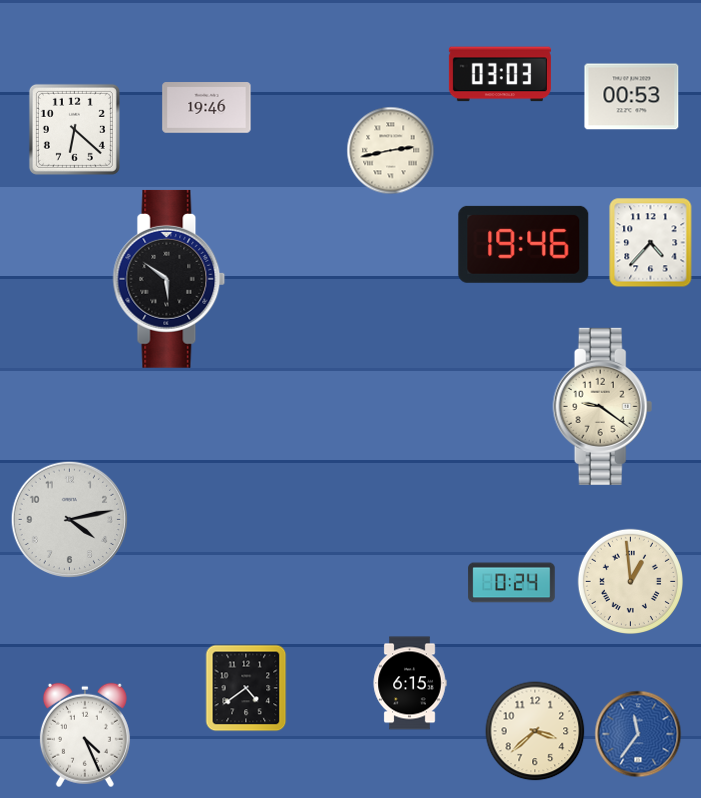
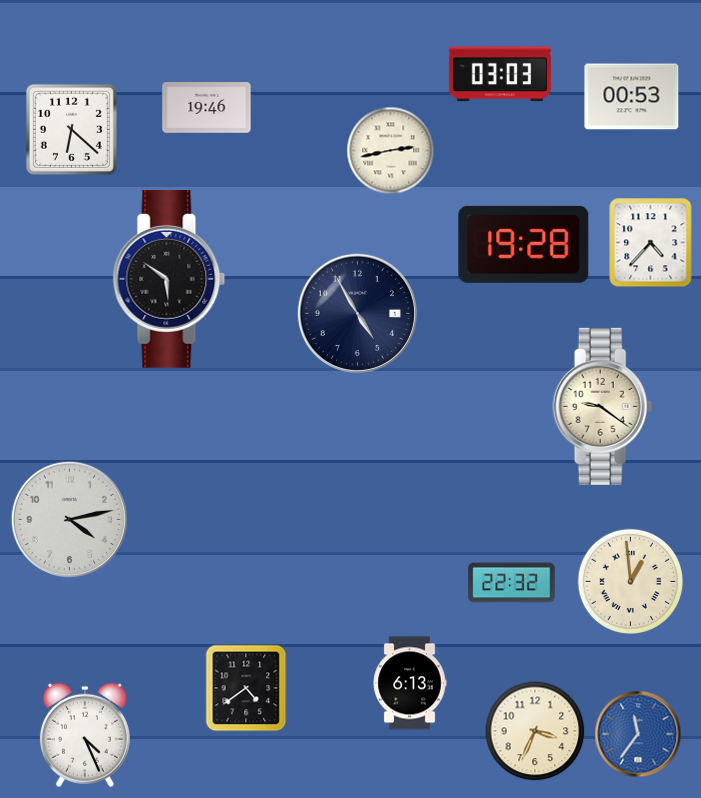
clock at (74, 129) position: (74, 129) -> (71, 129)
clock at (524, 244): 19:46 -> 19:28
clock at (357, 313): none -> 4:55
clock at (512, 583): 0:24 -> 22:32
clock at (410, 683): 6:15 -> 6:13
clock at (535, 731): 3:38 -> 3:34
